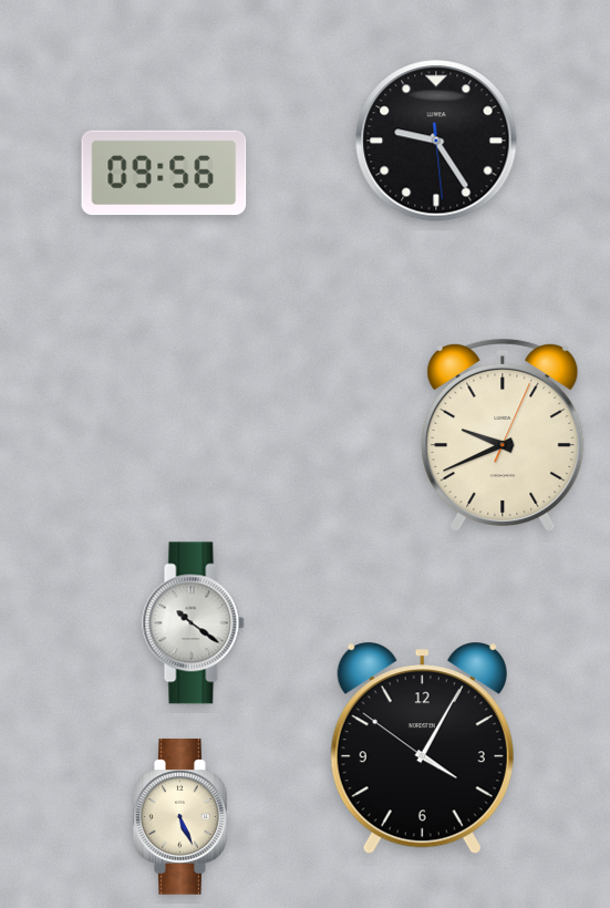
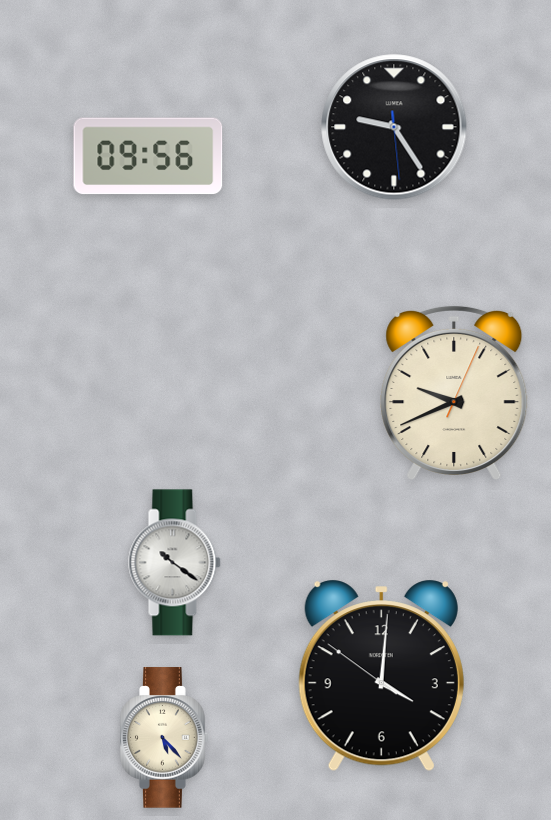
clock at (422, 749): 4:04 -> 4:00
clock at (183, 817): 5:26 -> 5:23
